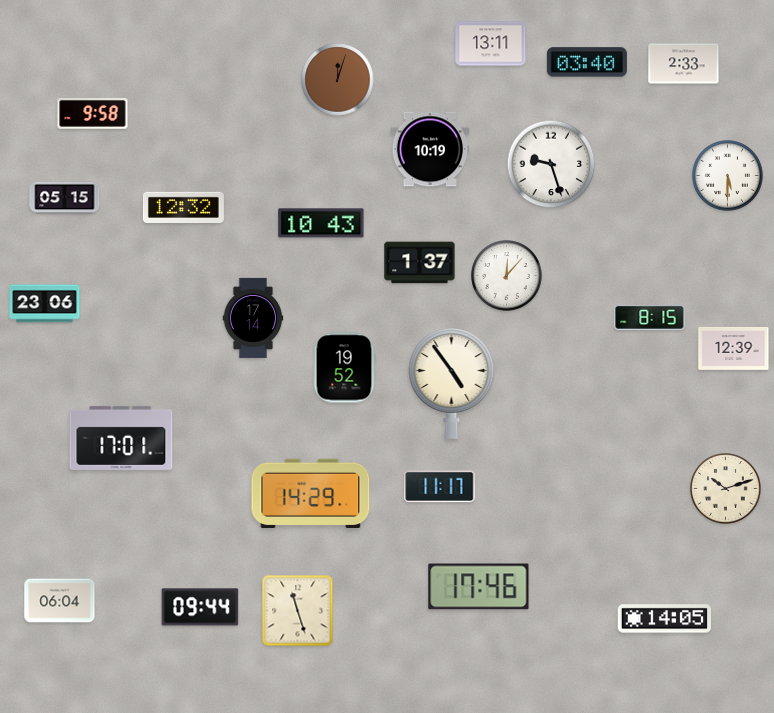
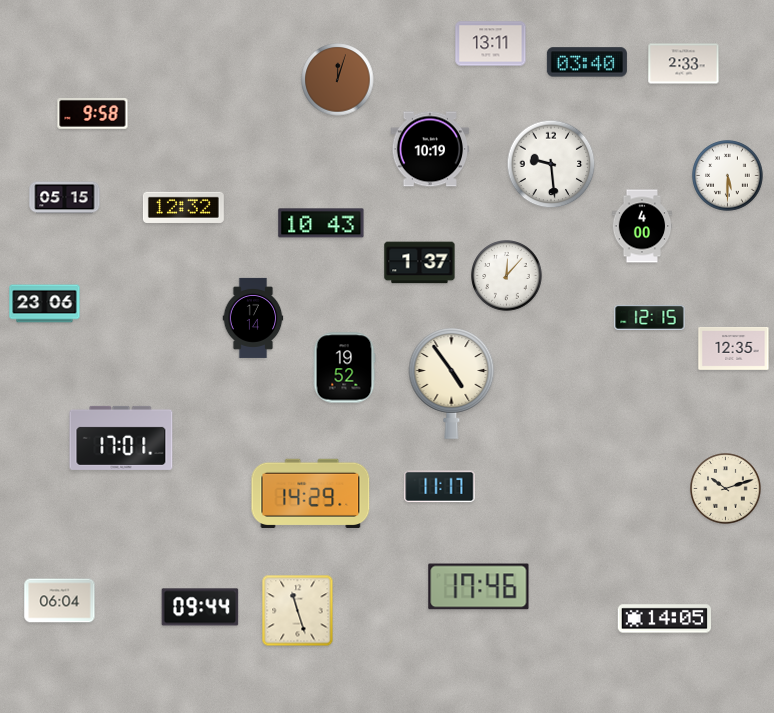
clock at (551, 164): 9:27 -> 9:29
clock at (642, 226): none -> 4:00
clock at (650, 318): 8:15 -> 12:15
clock at (734, 349): 12:39 -> 12:35
